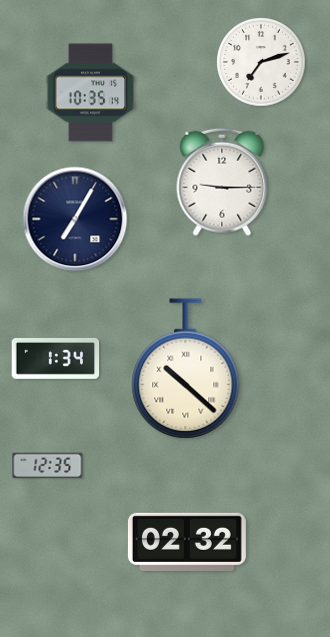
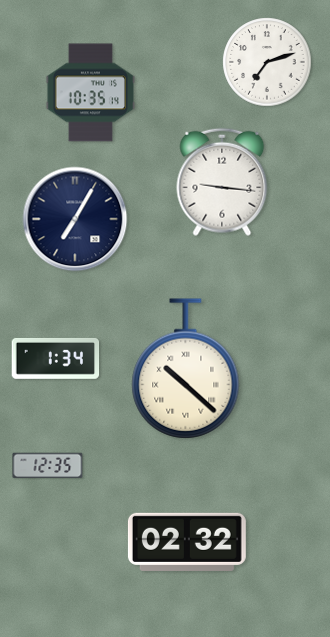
clock at (261, 62) position: (261, 62) -> (267, 62)
clock at (222, 182): 9:15 -> 9:16
